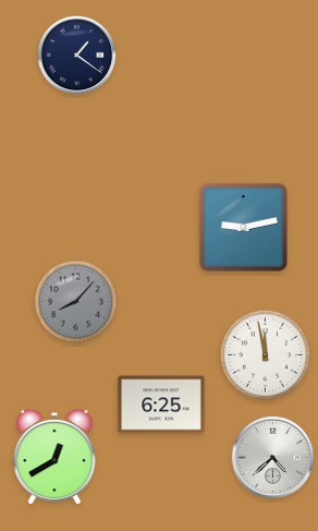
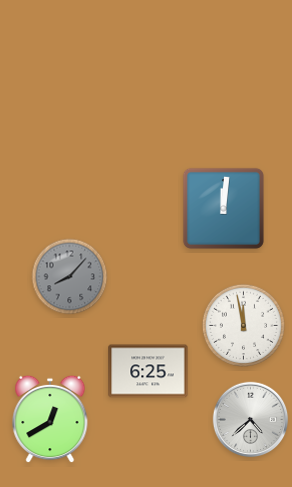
clock at (77, 56): 1:21 -> none
clock at (243, 227): 9:13 -> 12:01
